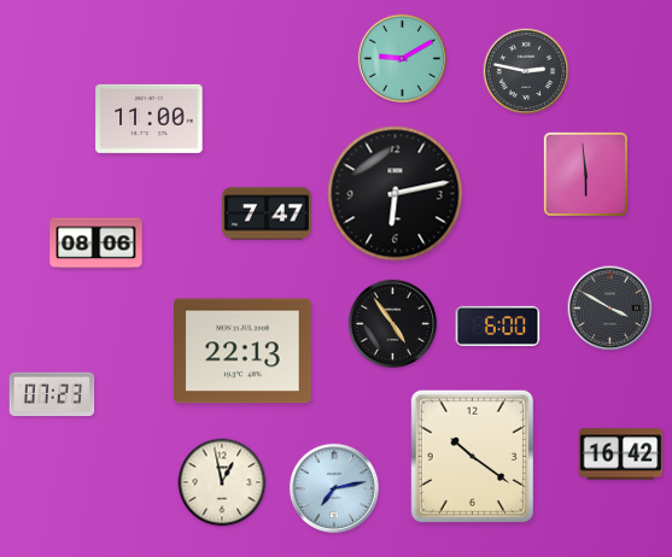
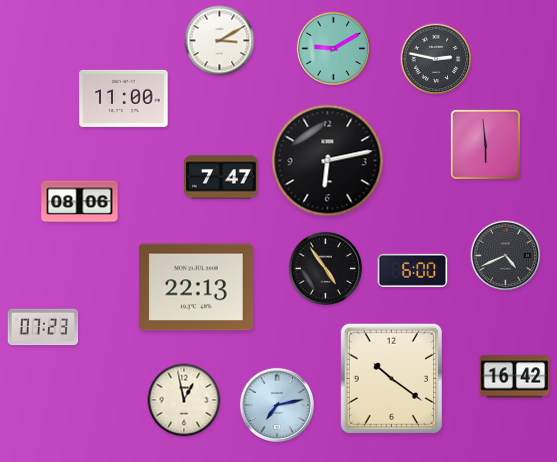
clock at (220, 41): none -> 3:10
clock at (610, 309): 3:50 -> 4:41
clock at (244, 351) position: (244, 351) -> (197, 287)
